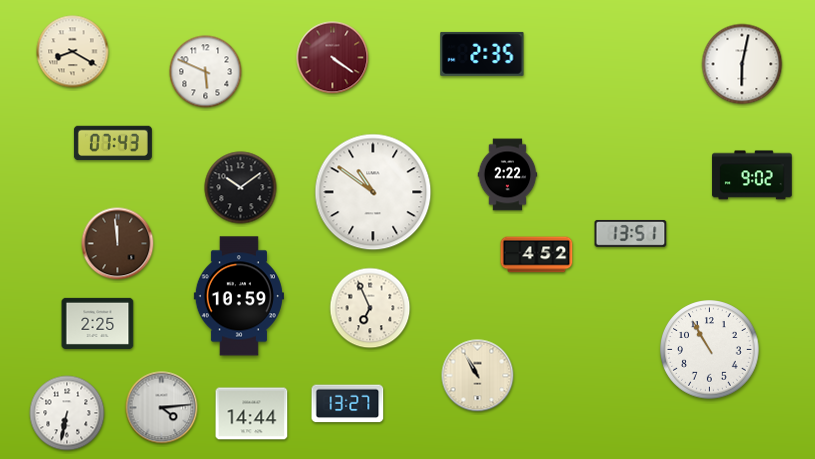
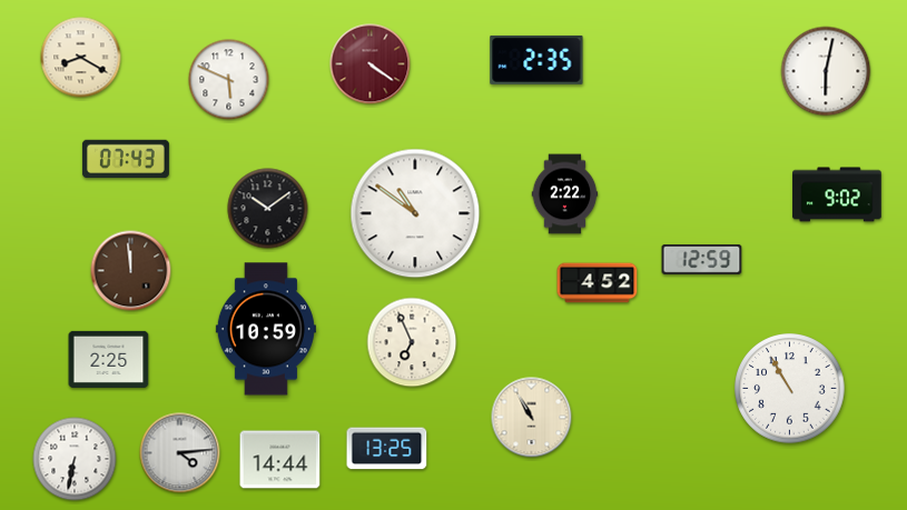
clock at (631, 233): 13:51 -> 12:59
clock at (348, 404): 13:27 -> 13:25
